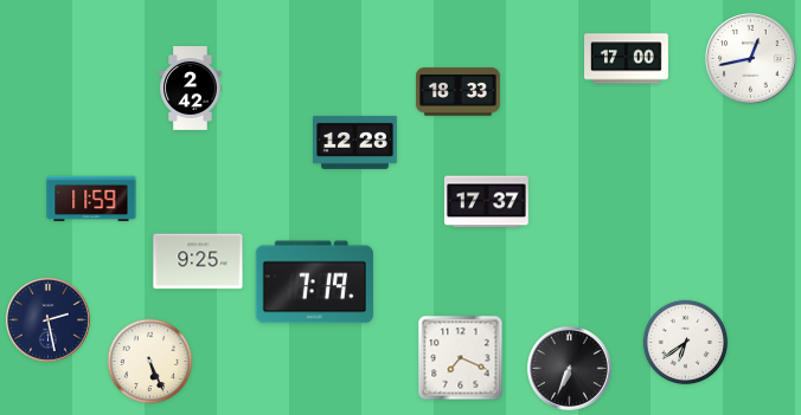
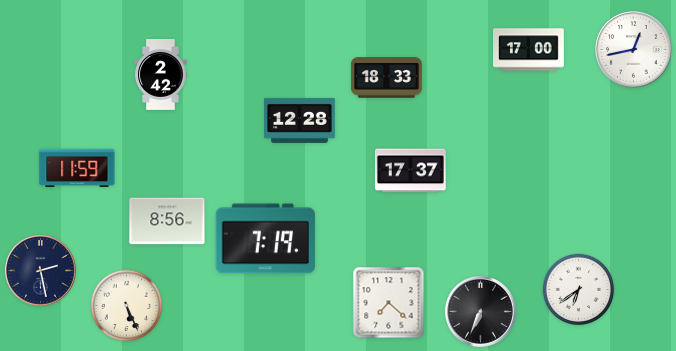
clock at (198, 261): 9:25 -> 8:56
clock at (461, 358): 7:19 -> 7:22
